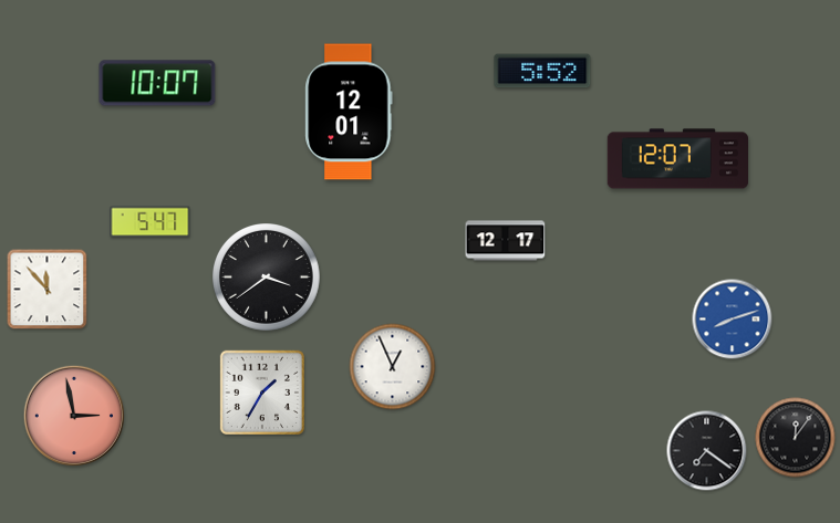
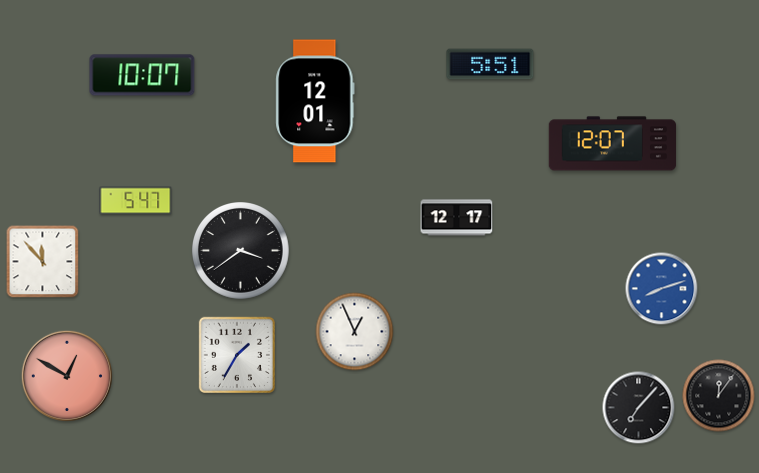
clock at (542, 71): 5:52 -> 5:51
clock at (73, 415): 2:58 -> 12:50
clock at (707, 451): 7:21 -> 7:07
